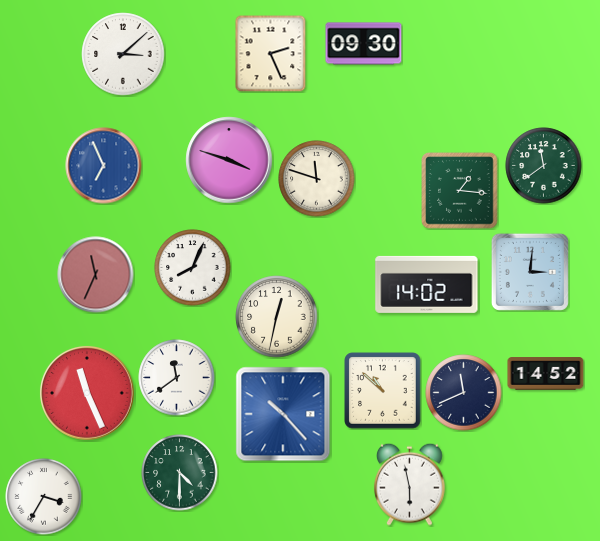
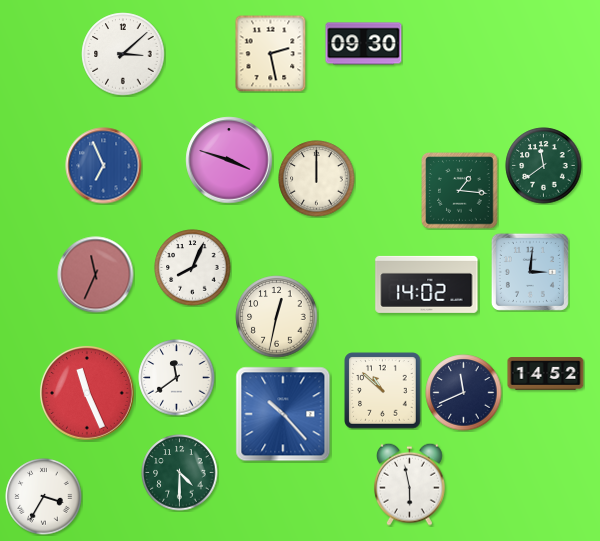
clock at (271, 53): 2:26 -> 2:28
clock at (317, 179): 11:48 -> 12:00
